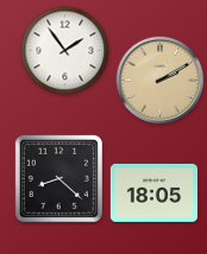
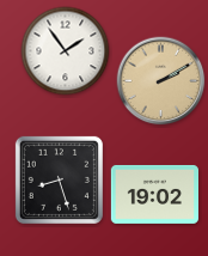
clock at (58, 178): 8:22 -> 8:27
clock at (153, 192): 18:05 -> 19:02
